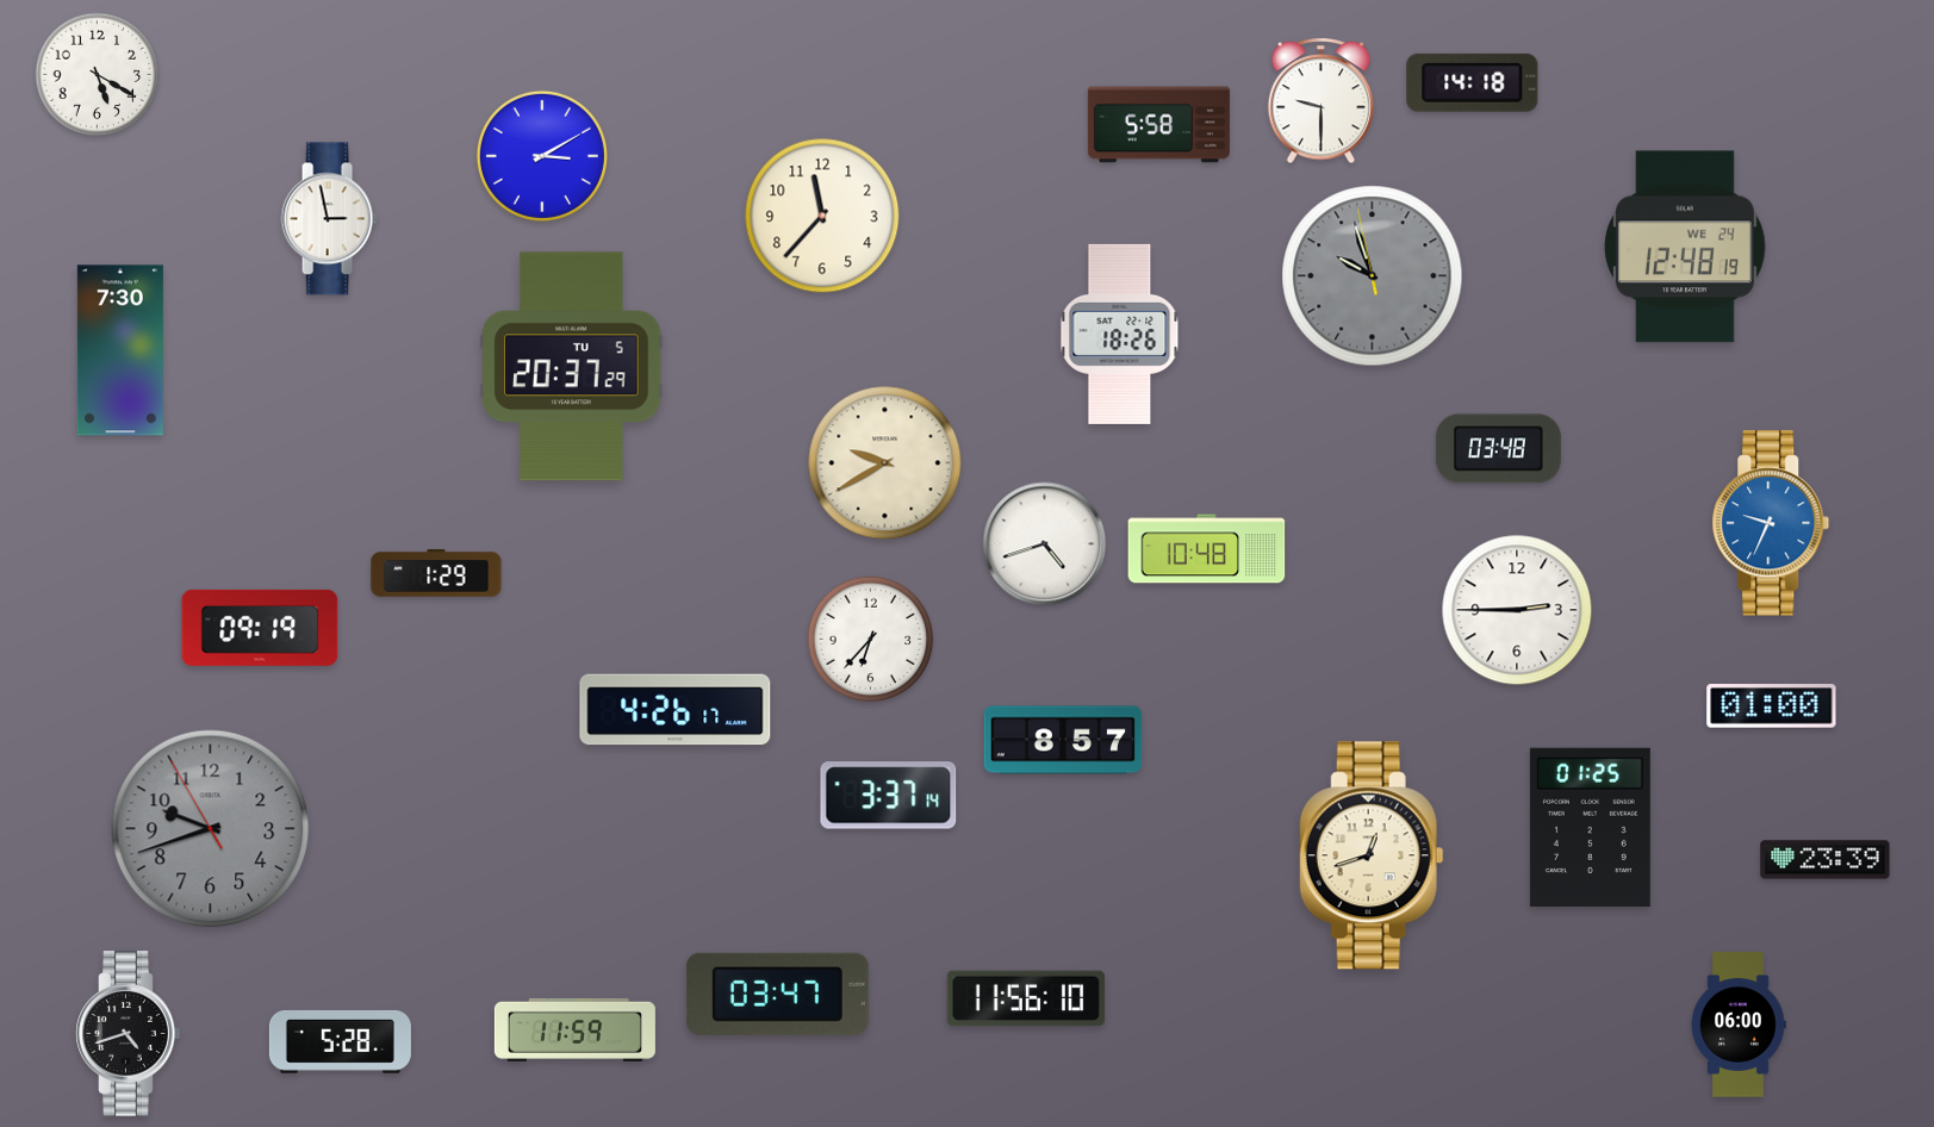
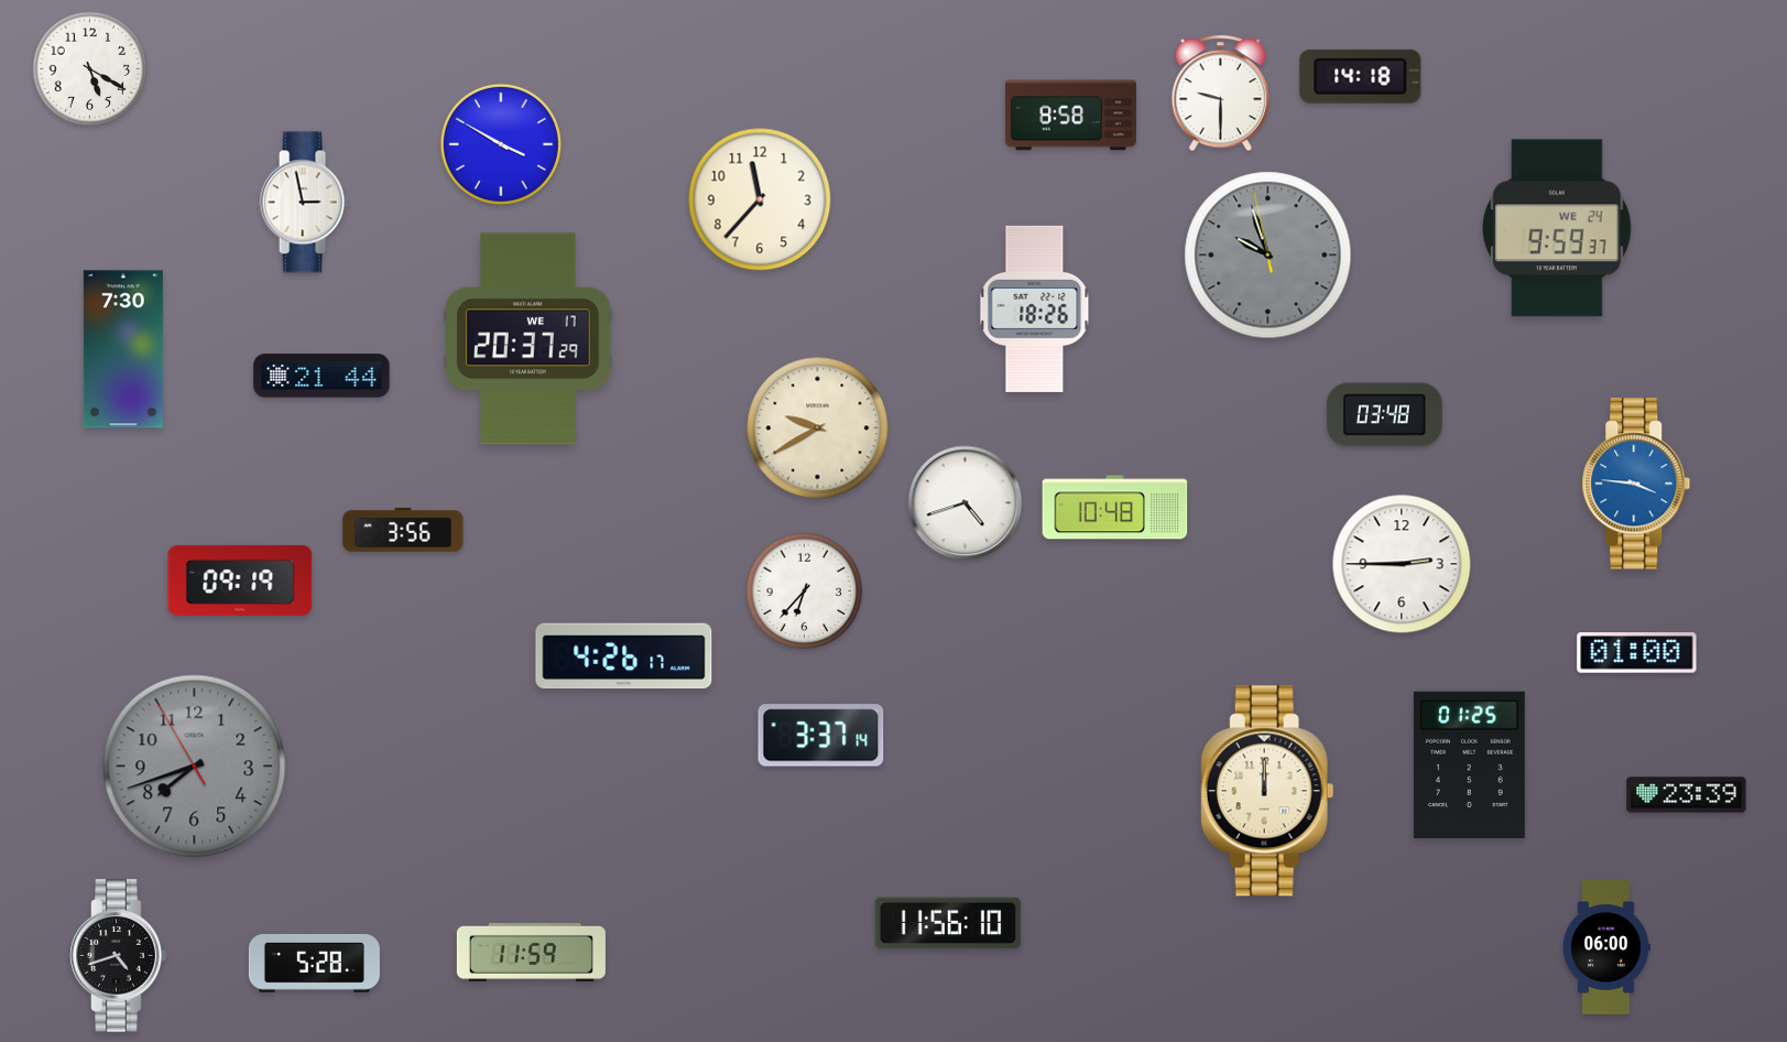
clock at (1158, 125): 5:58 -> 8:58
clock at (542, 156): 3:10 -> 3:50
clock at (1685, 247): 12:48 -> 9:59
clock at (120, 350) position: (120, 350) -> (123, 349)
clock at (572, 367) date: TU 5 -> WE 17
clock at (322, 376): none -> 21:44
clock at (1771, 523): 9:34 -> 3:46
clock at (436, 573): 1:29 -> 3:56
clock at (1063, 740): 8:57 -> none
clock at (211, 829): 9:41 -> 7:41
clock at (1372, 855): 12:42 -> 12:00
clock at (777, 994): 03:47 -> none
